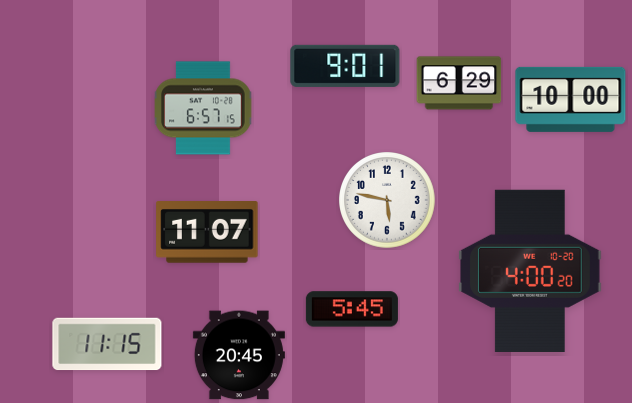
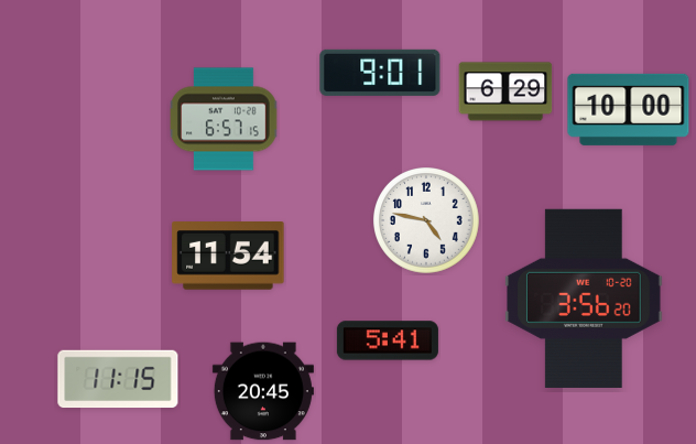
clock at (388, 201): 5:47 -> 4:47
clock at (207, 233): 11:07 -> 11:54
clock at (530, 271): 4:00 -> 3:56
clock at (352, 309): 5:45 -> 5:41
